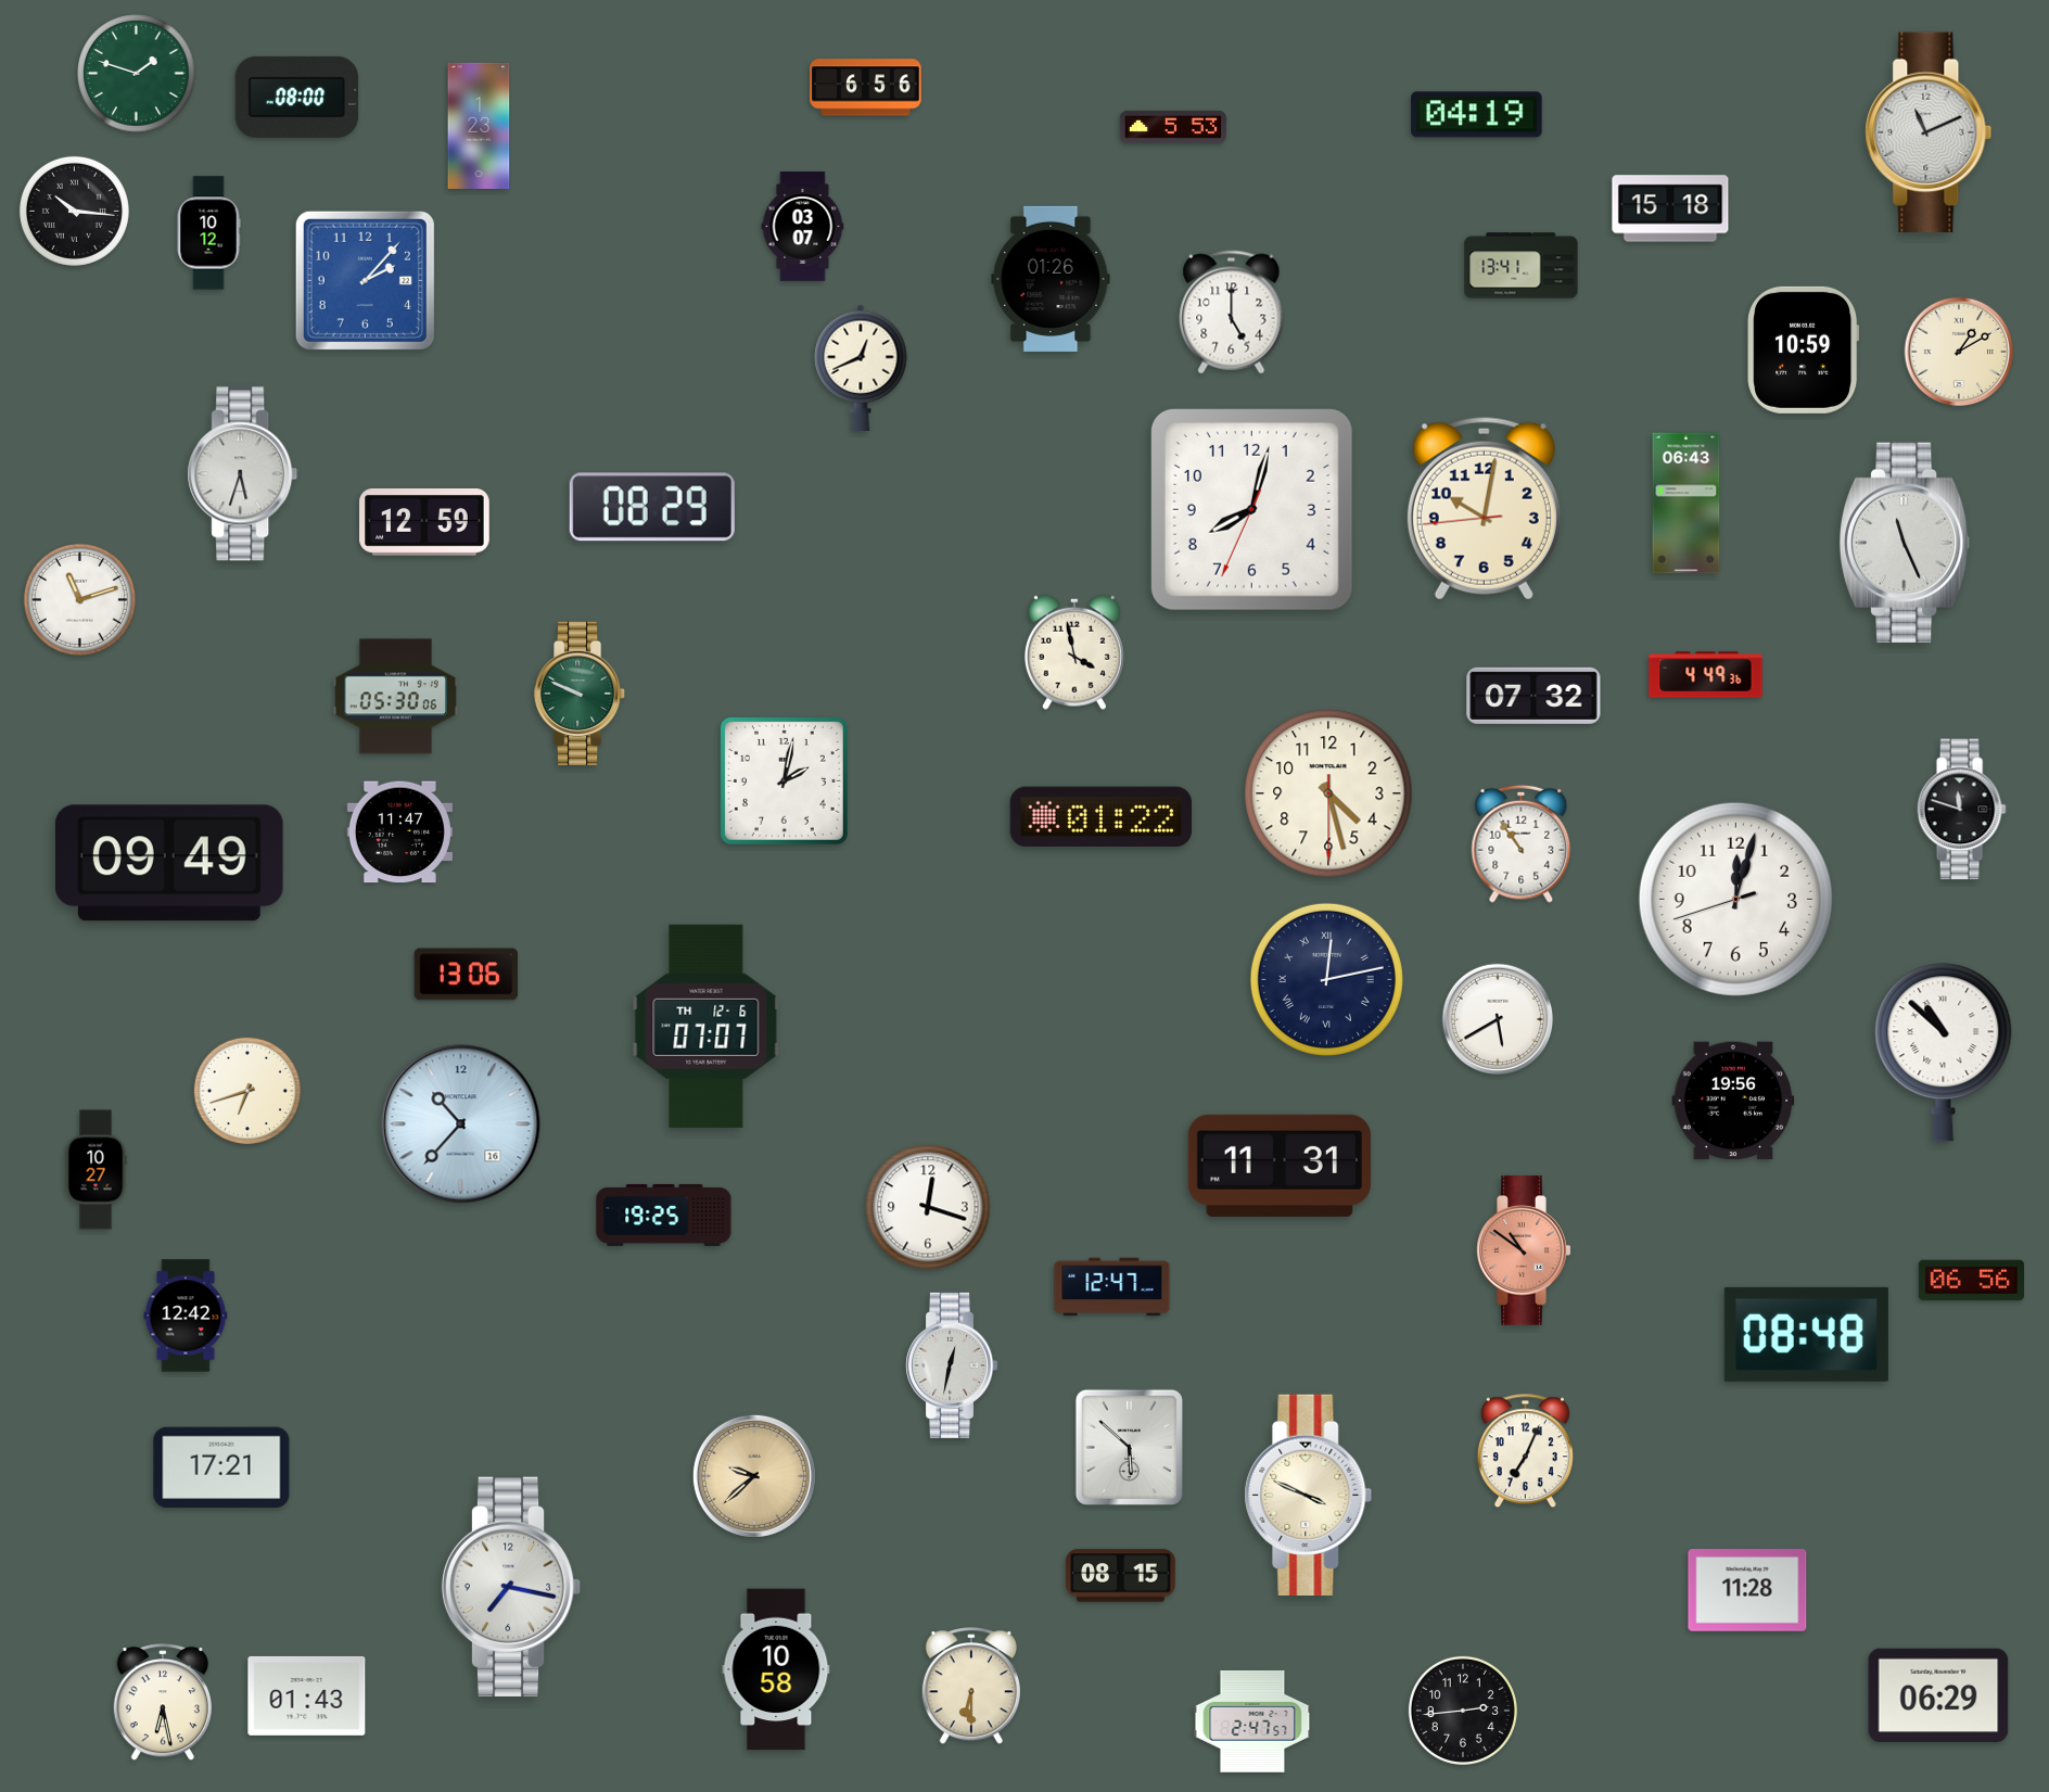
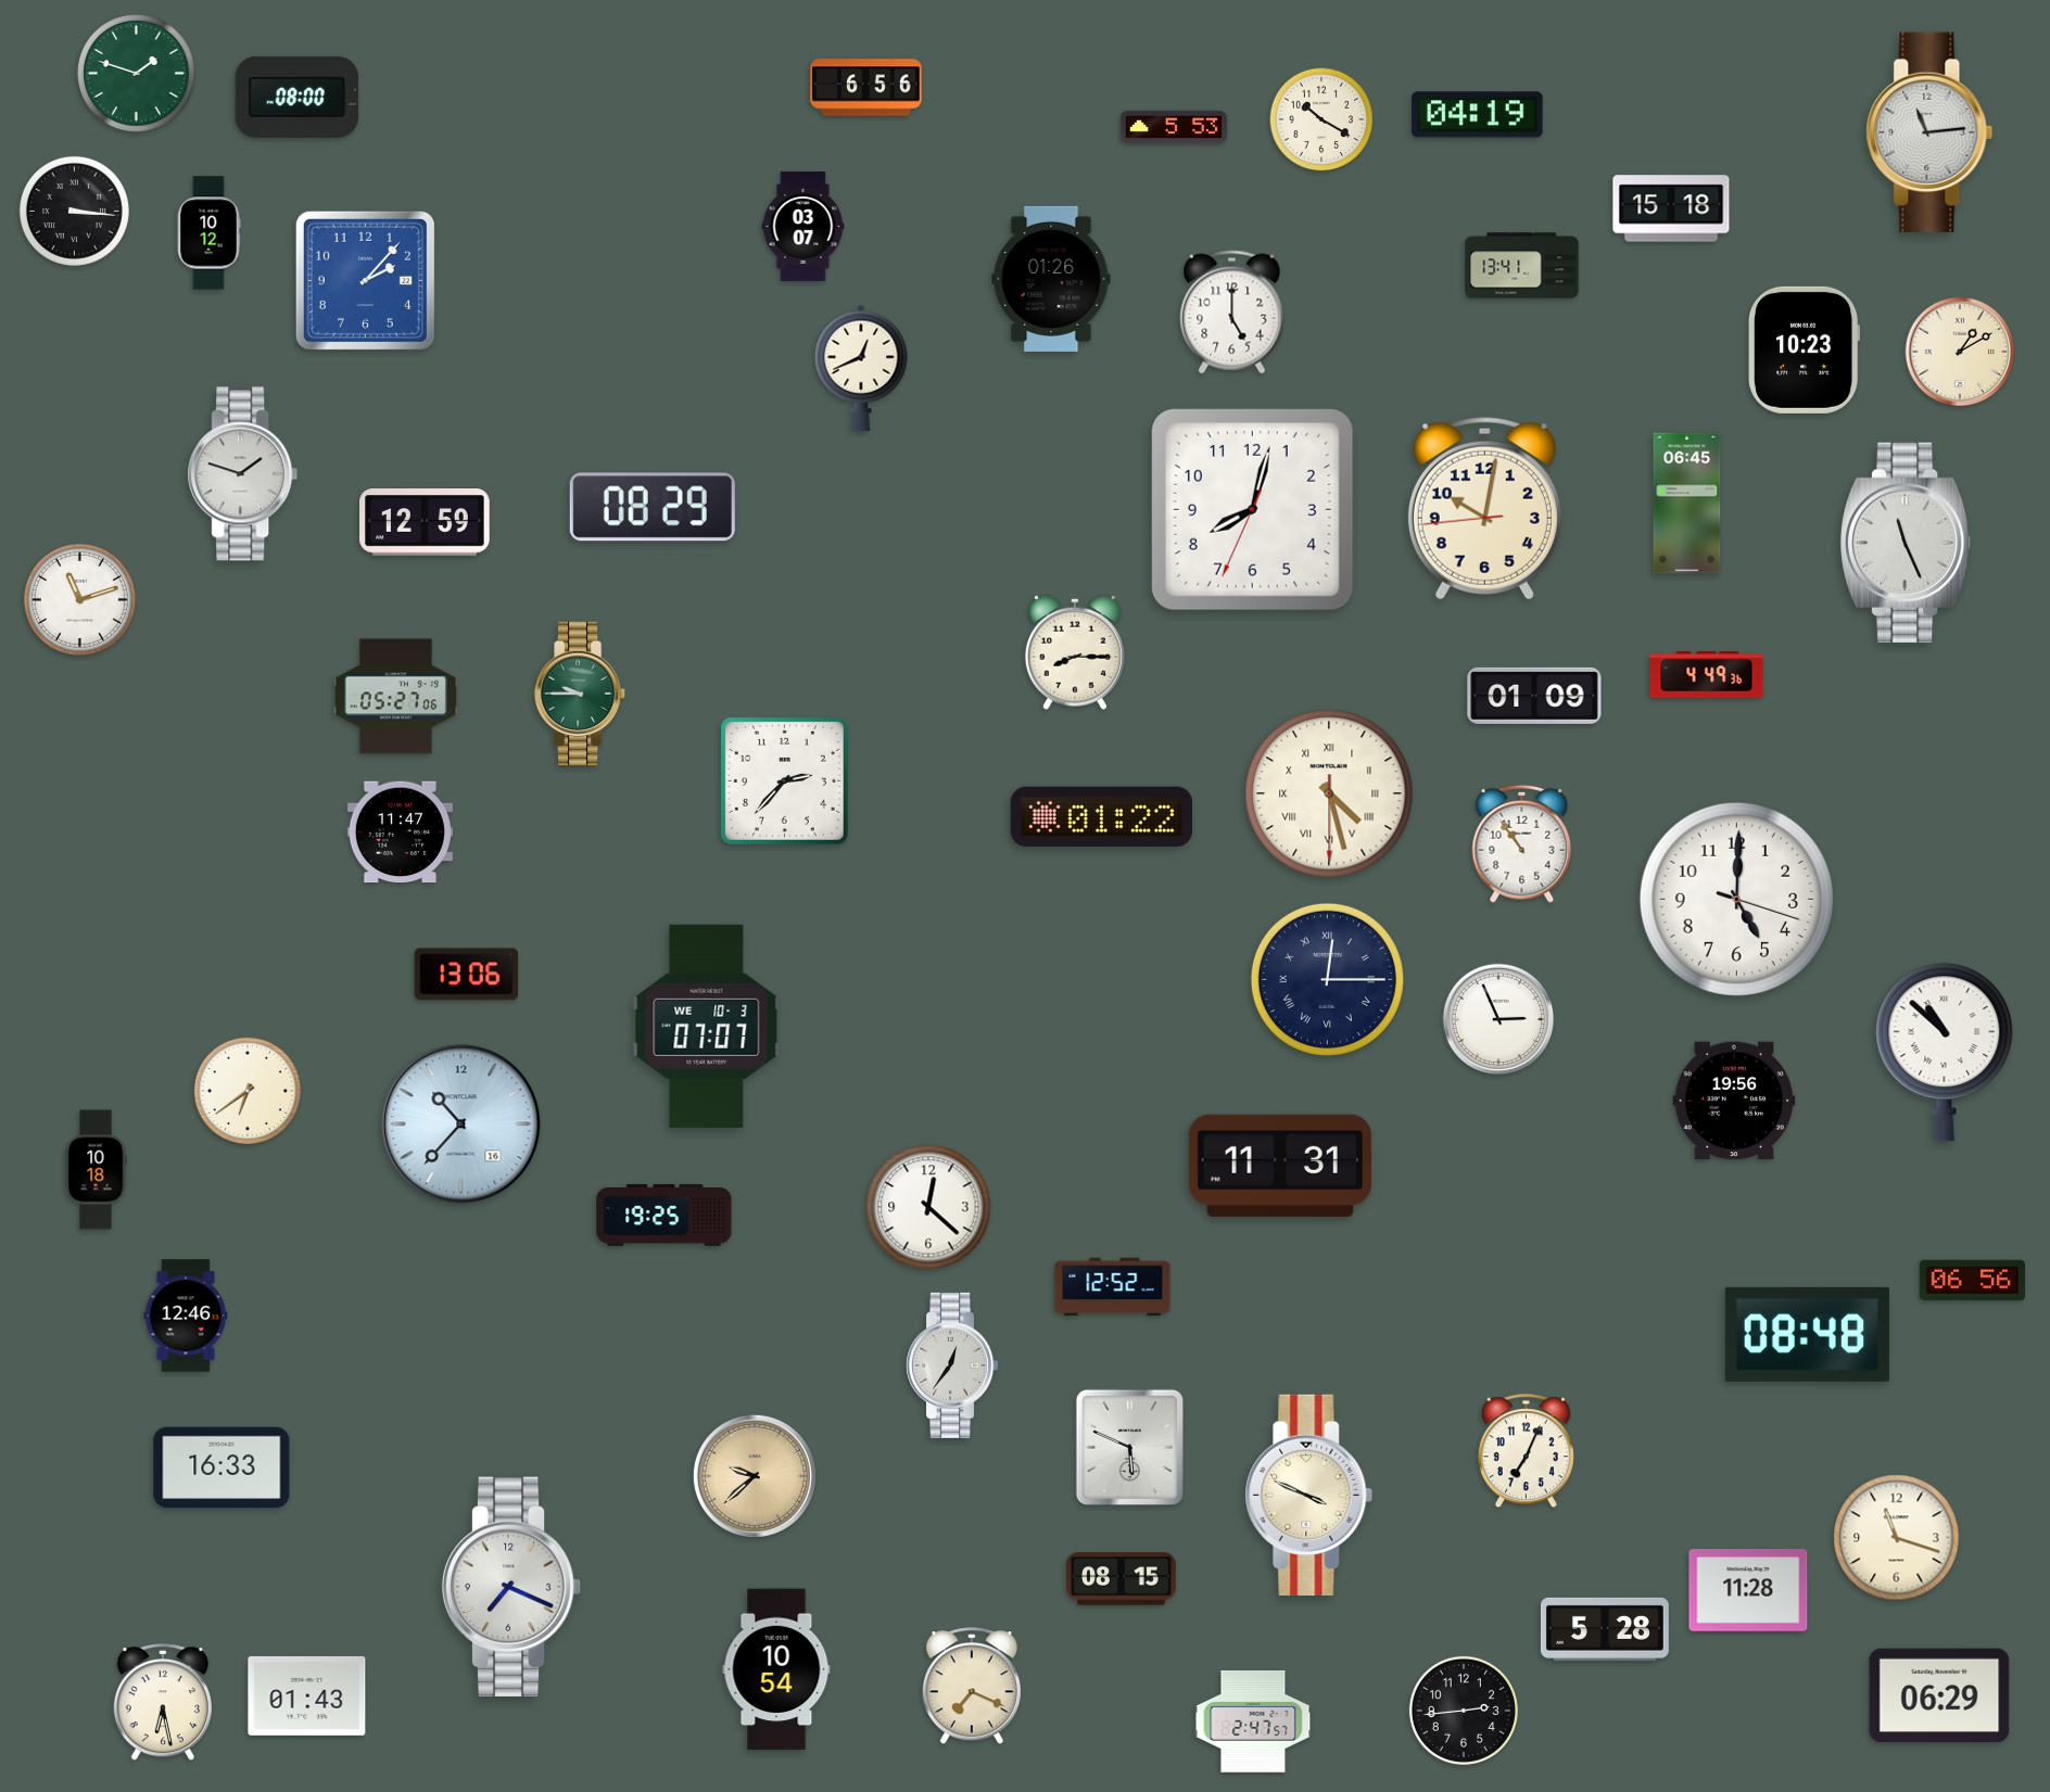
clock at (1321, 119): none -> 10:20
clock at (479, 126): 1:23 -> none
clock at (1929, 132): 11:11 -> 11:14
clock at (74, 211): 10:16 -> 3:16
clock at (1804, 349): 10:59 -> 10:23
clock at (243, 474): 5:33 -> 1:48
clock at (1687, 504): 06:43 -> 06:45
clock at (1074, 652): 3:58 -> 8:15
clock at (580, 692): 9:49 -> 9:45
clock at (1533, 696): 07:32 -> 01:09
clock at (395, 697): 05:30 -> 05:27
clock at (784, 780): 2:02 -> 2:37
clock at (1328, 793) numerals: Arabic -> Roman
clock at (1961, 810): 11:48 -> none
clock at (169, 863): 09:49 -> none
clock at (1735, 899): 12:02 -> 5:00
clock at (1326, 979): 12:13 -> 12:15
clock at (1498, 1019): 5:40 -> 2:56
clock at (707, 1026) date: TH 12-6 -> WE 10-3
clock at (247, 1091): 6:42 -> 6:39
clock at (96, 1170): 10:27 -> 10:18
clock at (928, 1207): 12:18 -> 12:22
clock at (1524, 1250): 10:51 -> none
clock at (1112, 1287): 12:47 -> 12:52
clock at (186, 1316): 12:42 -> 12:46
clock at (952, 1365): 12:32 -> 12:36
clock at (1129, 1447): 5:52 -> 5:49
clock at (221, 1467): 17:21 -> 16:33
clock at (1897, 1538): none -> 11:18
clock at (1121, 1576) position: (1121, 1576) -> (1122, 1579)
clock at (511, 1587): 7:17 -> 7:19
clock at (1605, 1629): none -> 5:28
clock at (776, 1669): 10:58 -> 10:54
clock at (970, 1687): 6:30 -> 7:19
